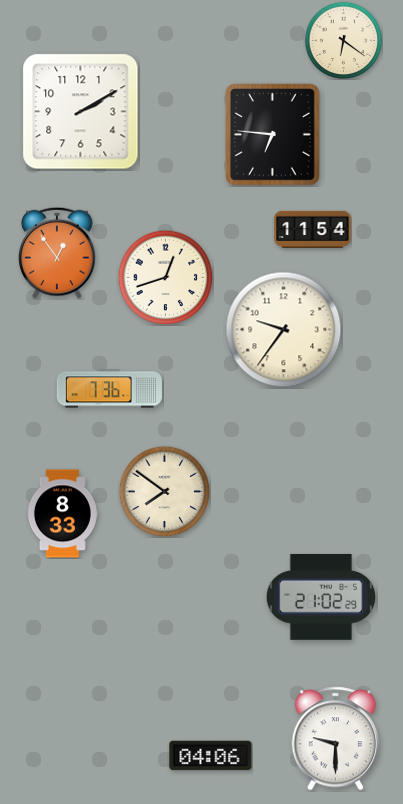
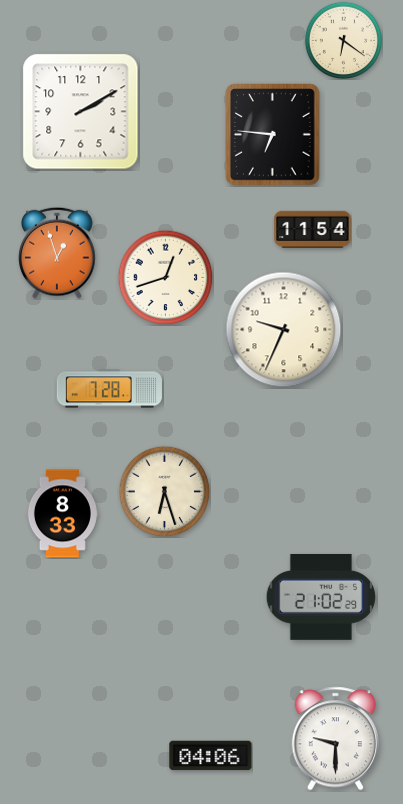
clock at (57, 253): 12:54 -> 12:57
clock at (284, 330): 9:36 -> 9:34
clock at (109, 389): 7:36 -> 7:28
clock at (164, 491): 7:51 -> 6:27
